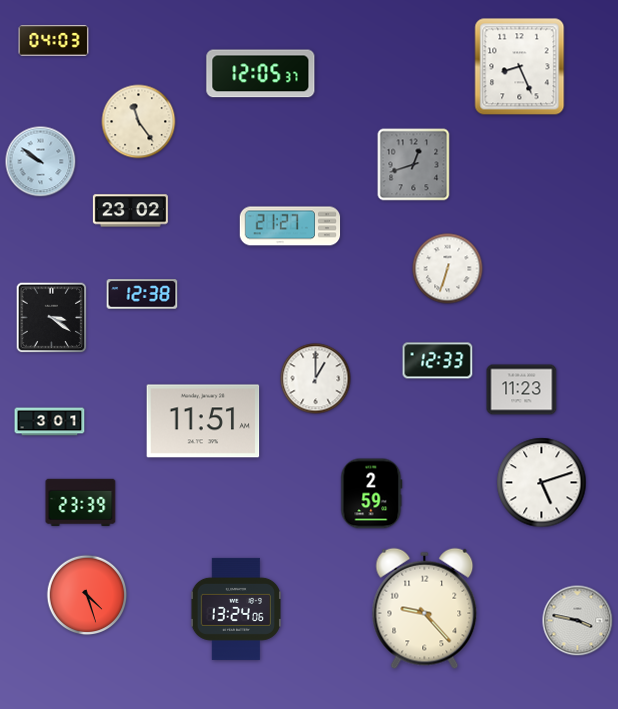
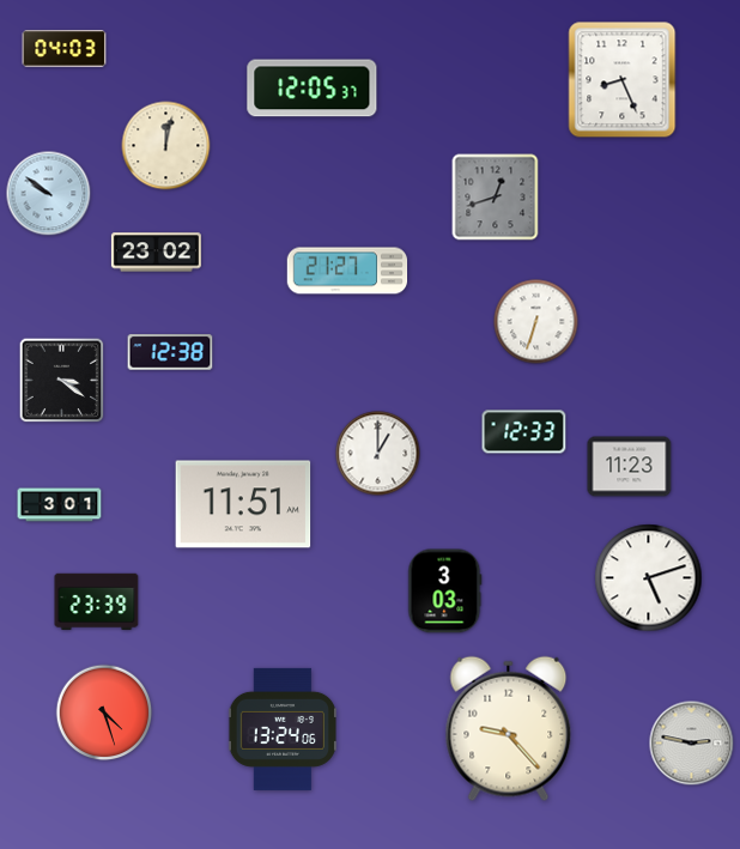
clock at (139, 122): 11:24 -> 12:02
clock at (522, 390) position: (522, 390) -> (630, 467)
clock at (372, 494): 2:59 -> 3:03
clock at (578, 621): 3:47 -> 2:47
